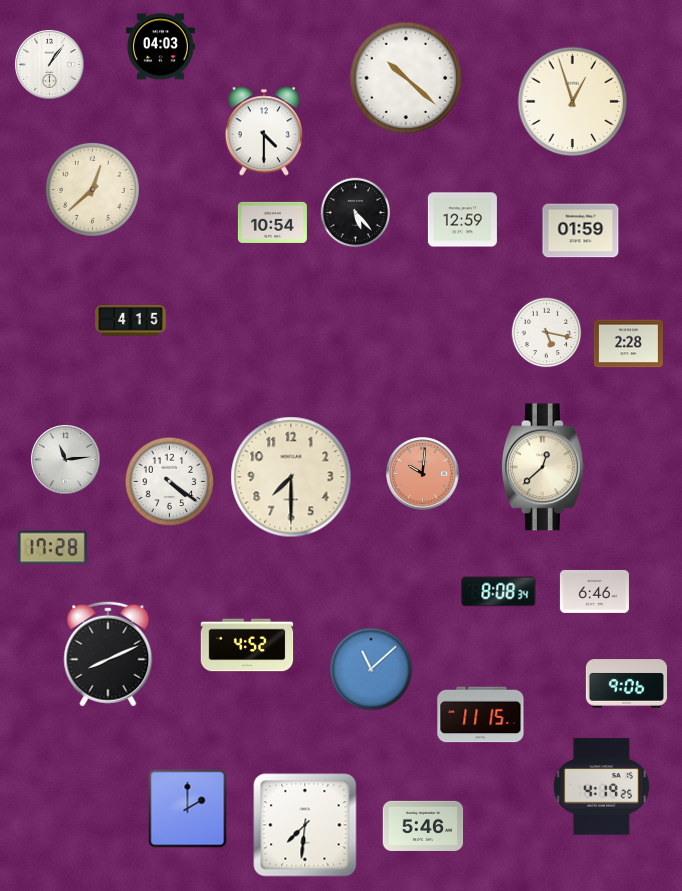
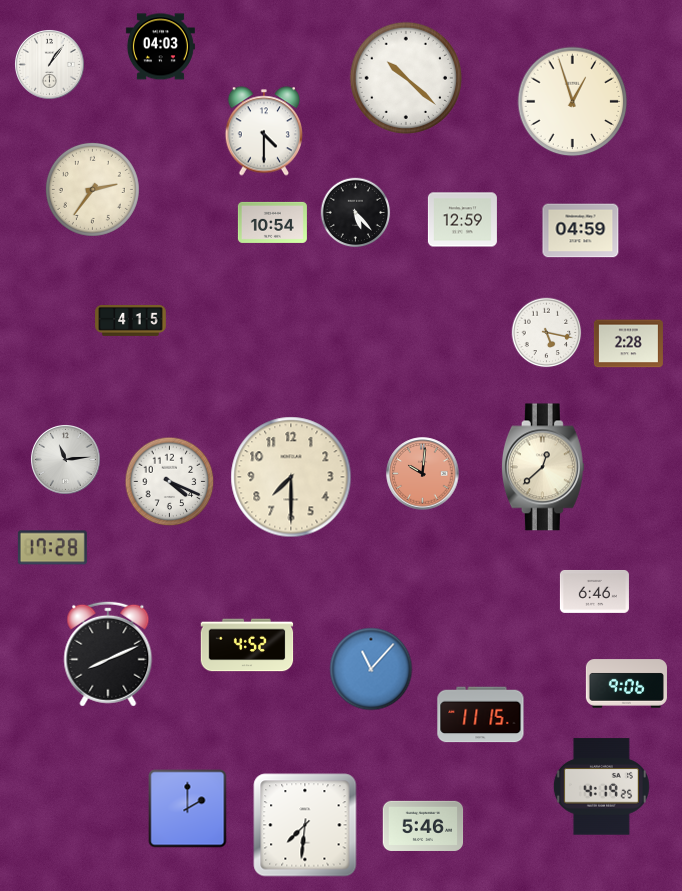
clock at (92, 189): 12:38 -> 2:36
clock at (581, 231): 01:59 -> 04:59
clock at (170, 482): 4:21 -> 4:19
clock at (499, 592): 8:08 -> none
clock at (371, 669): 11:08 -> 11:07
